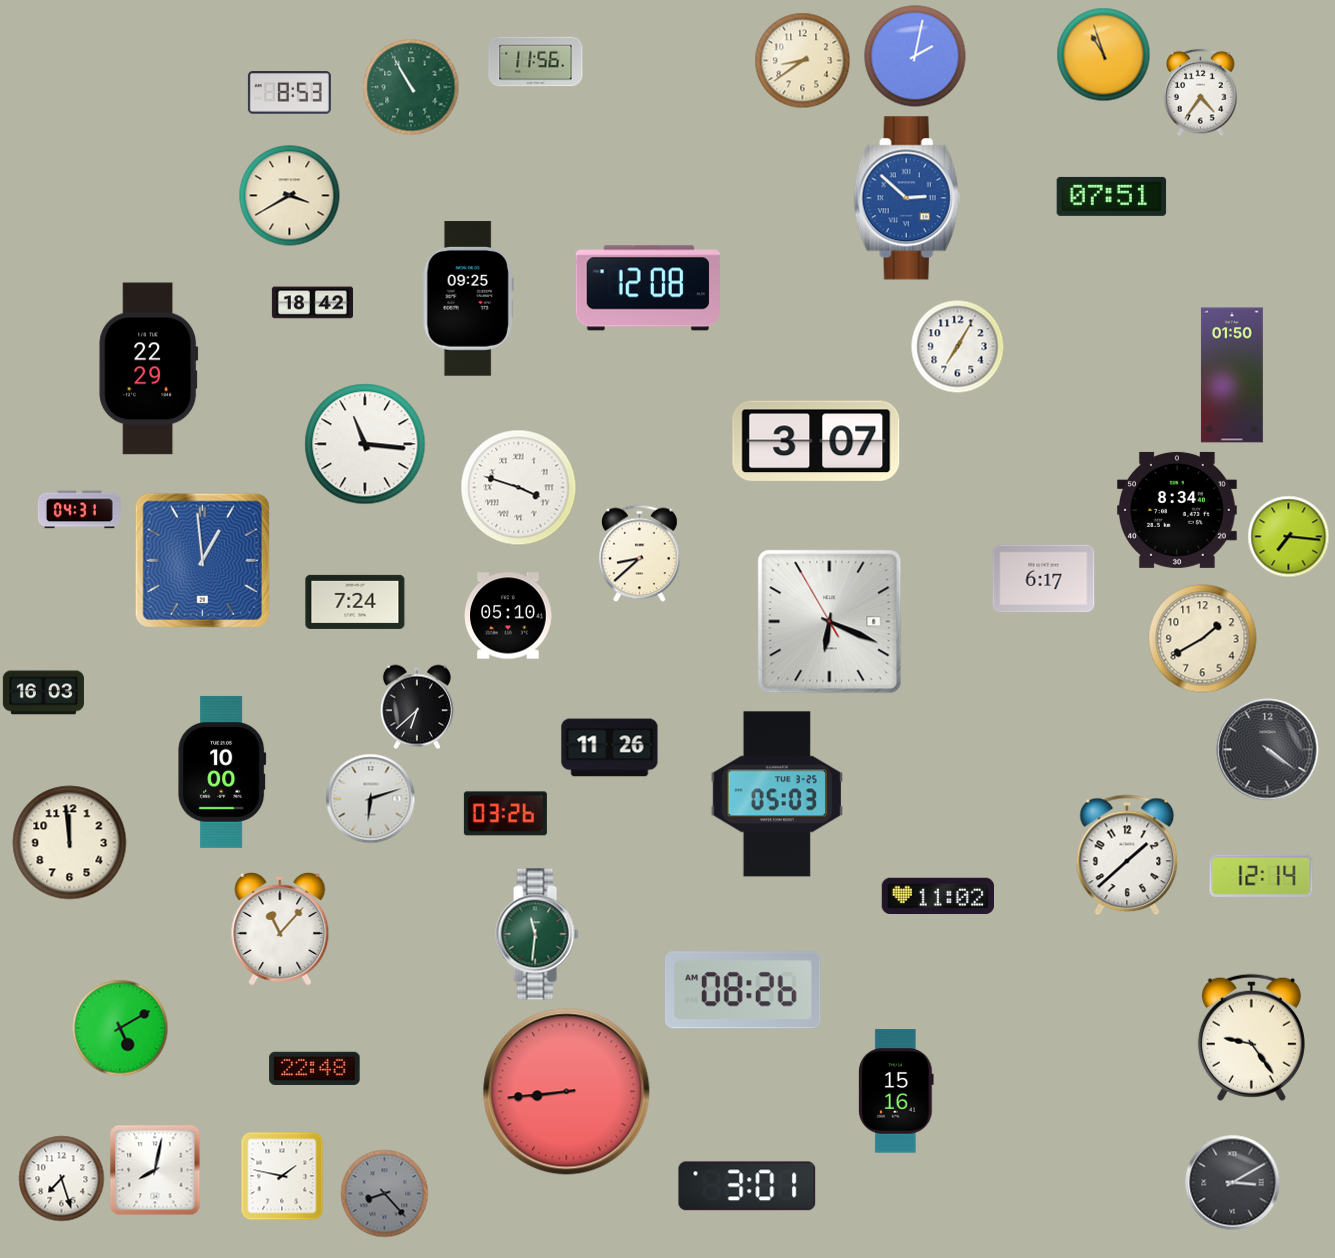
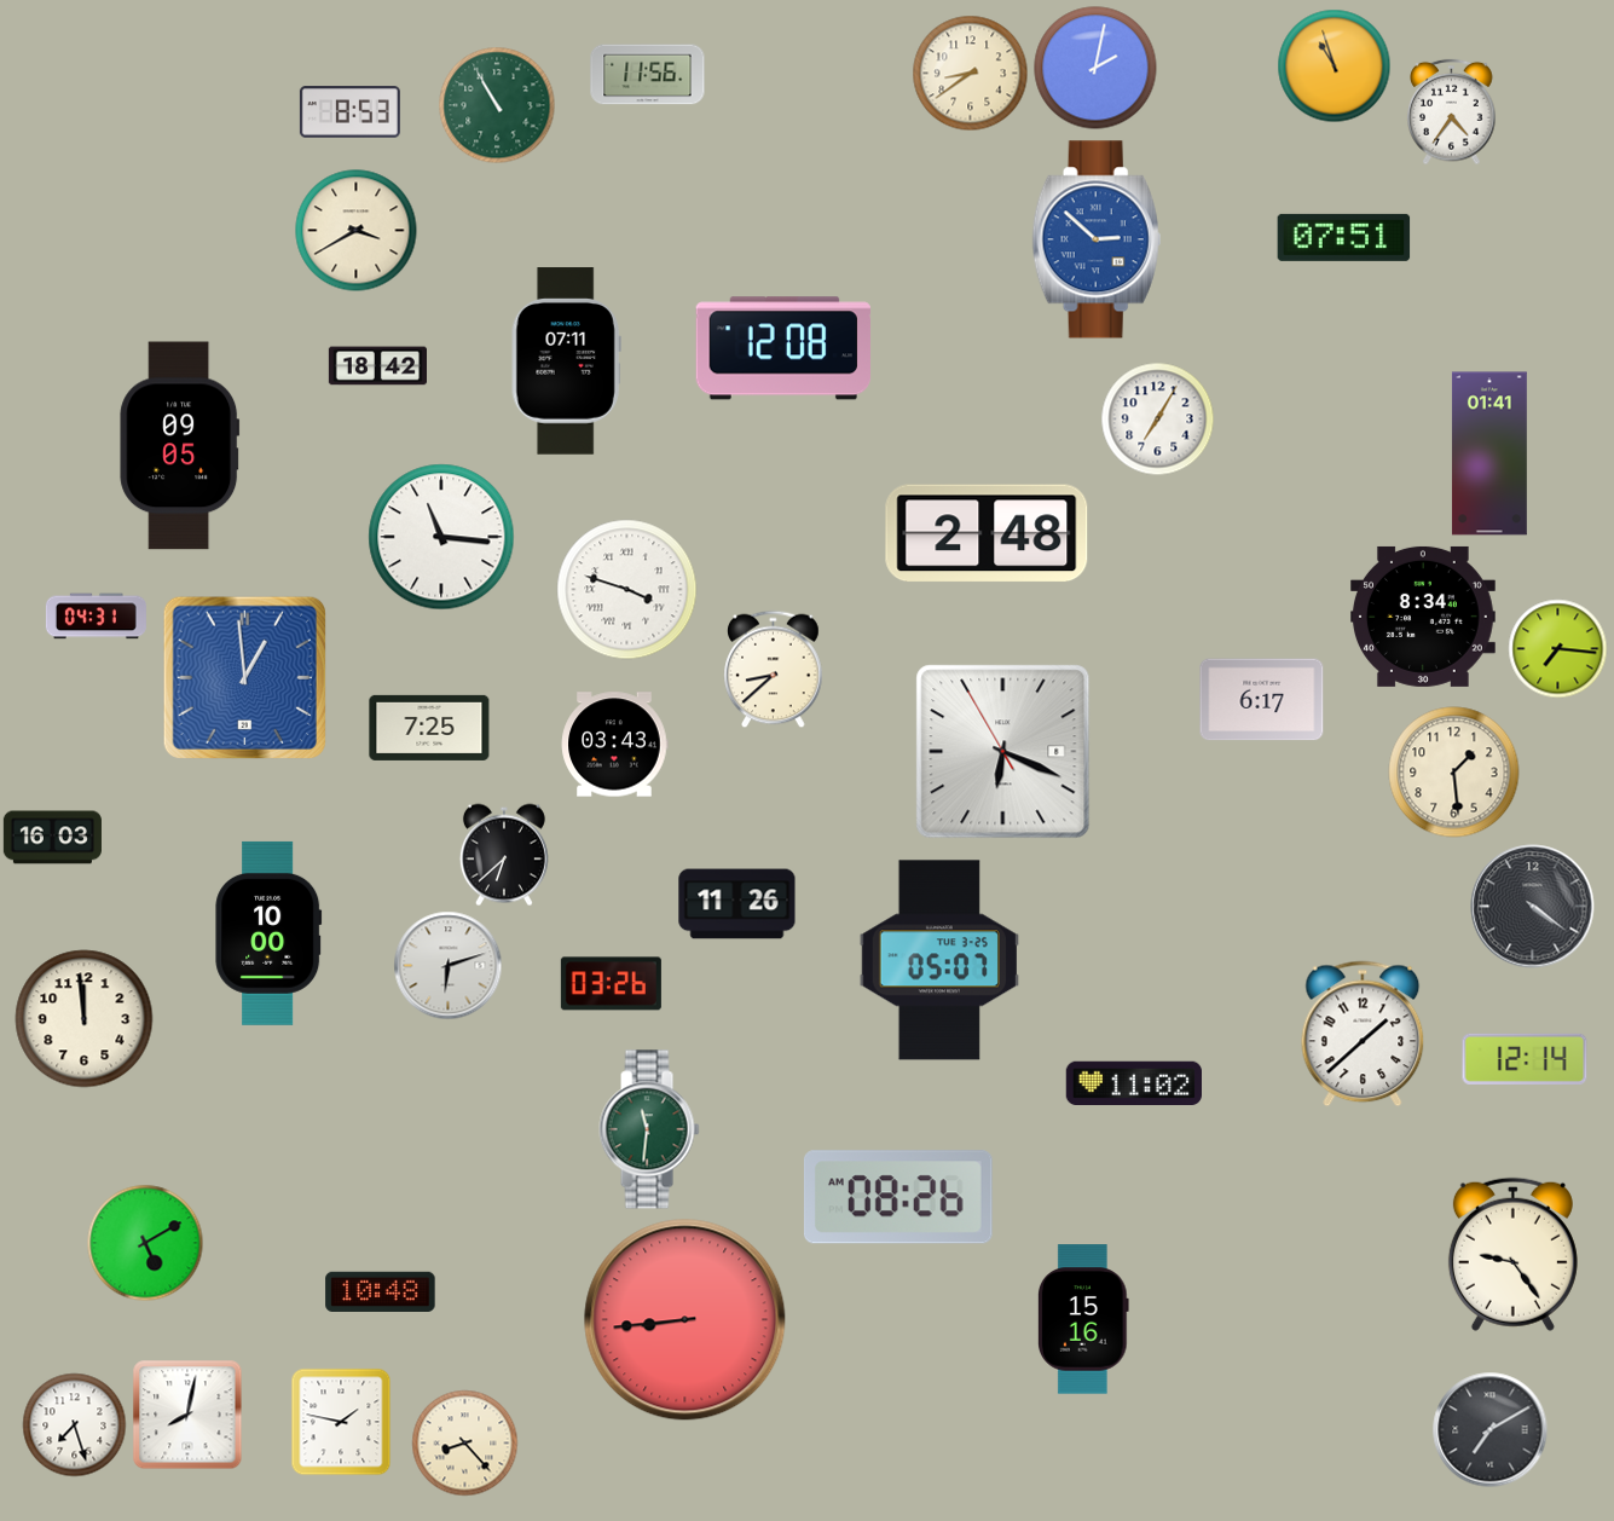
clock at (915, 56) position: (915, 56) -> (1095, 68)
clock at (290, 196) position: (290, 196) -> (357, 231)
clock at (468, 299): 09:25 -> 07:11
clock at (149, 369): 22:29 -> 09:05
clock at (1232, 375): 01:50 -> 01:41
clock at (816, 441): 3:07 -> 2:48
clock at (355, 602): 7:24 -> 7:25
clock at (509, 616): 05:10 -> 03:43
clock at (1203, 639): 1:40 -> 1:29
clock at (776, 794): 05:03 -> 05:07
clock at (280, 929): 11:07 -> none
clock at (315, 1068): 22:48 -> 10:48
clock at (1233, 1183): 3:10 -> 7:10
clock at (747, 1186): 3:01 -> none
clock at (385, 1194) dial: grey -> cream
